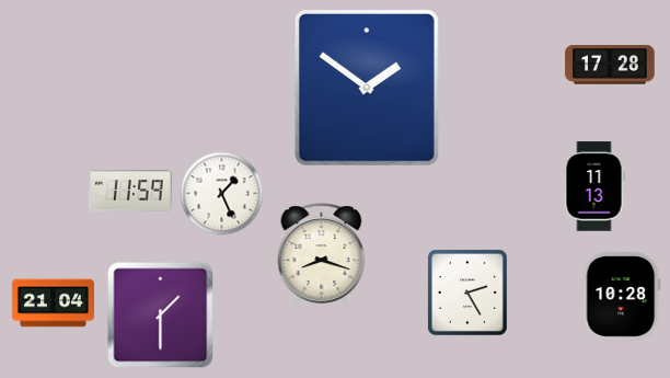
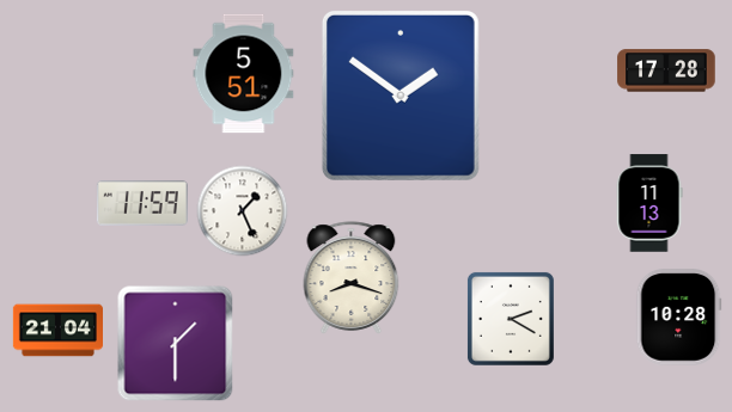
clock at (244, 74): none -> 5:51
clock at (130, 191) position: (130, 191) -> (142, 203)
clock at (467, 293): 2:25 -> 2:20
clock at (622, 297) position: (622, 297) -> (679, 318)
